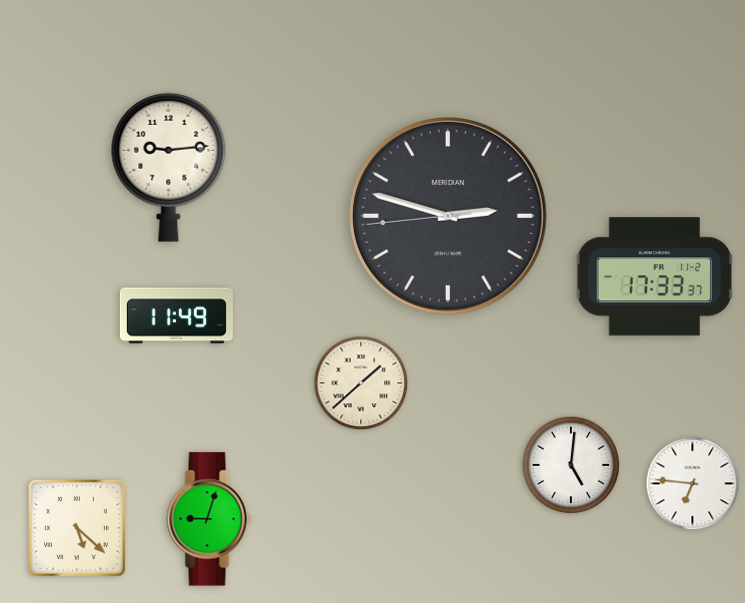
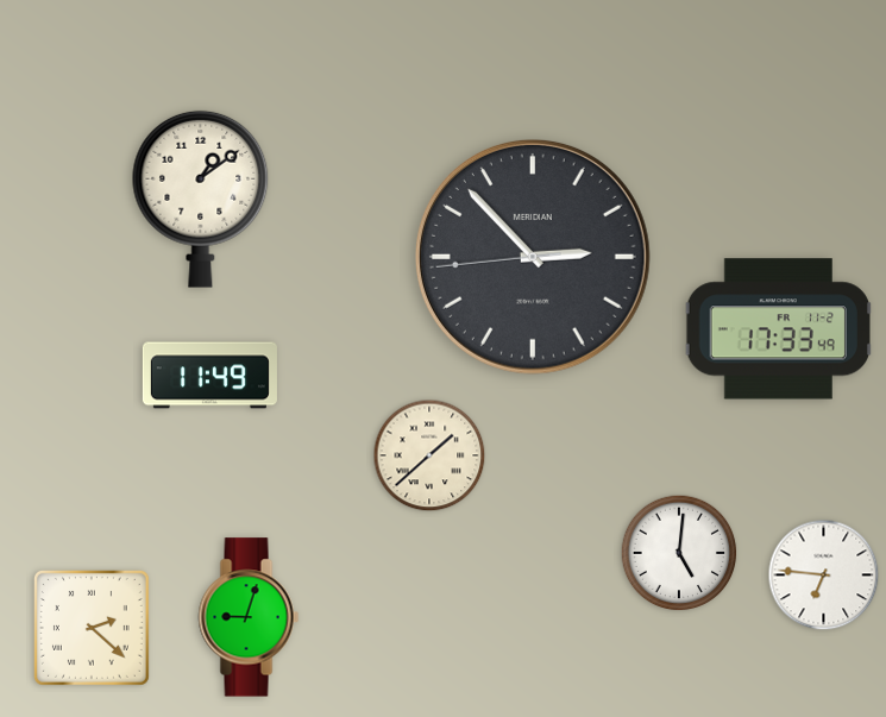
clock at (169, 167): 9:14 -> 1:09
clock at (448, 216): 2:47 -> 2:52
clock at (654, 277): 17:33:37 -> 17:33:49
clock at (77, 528): 5:22 -> 2:22
